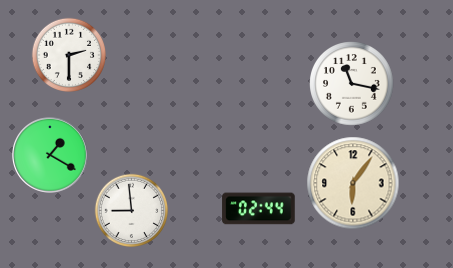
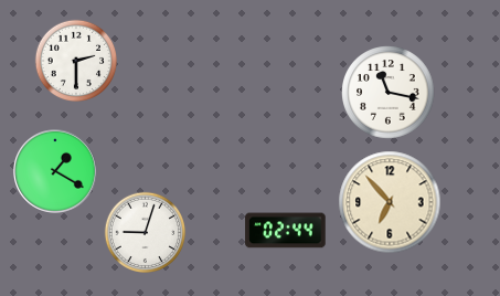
clock at (353, 183): 6:06 -> 6:53
clock at (132, 211): 8:59 -> 9:03
